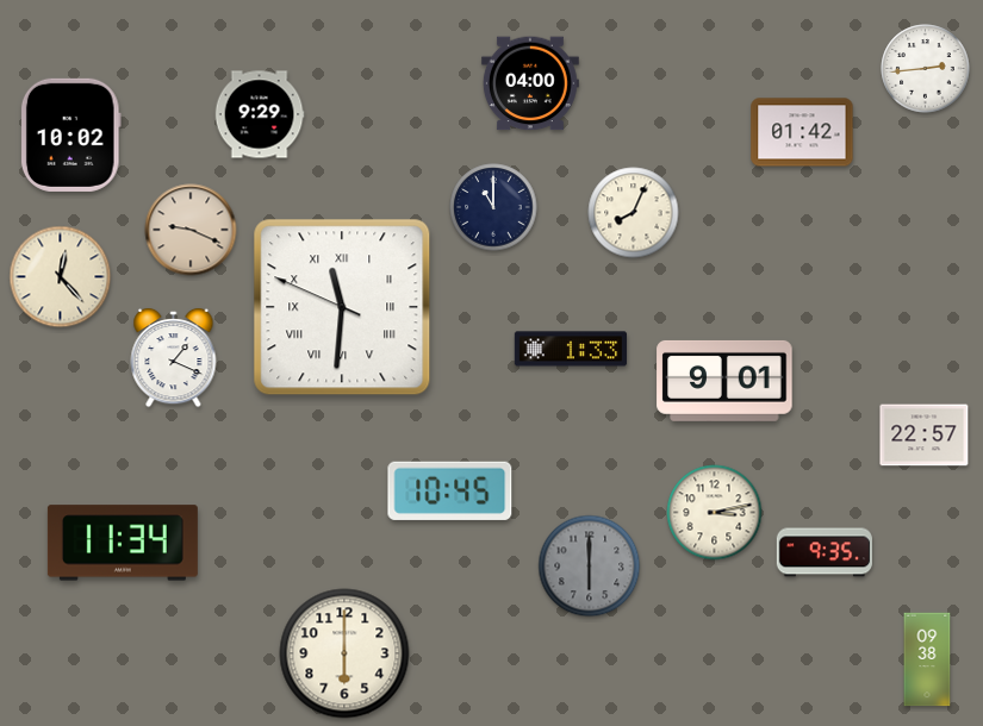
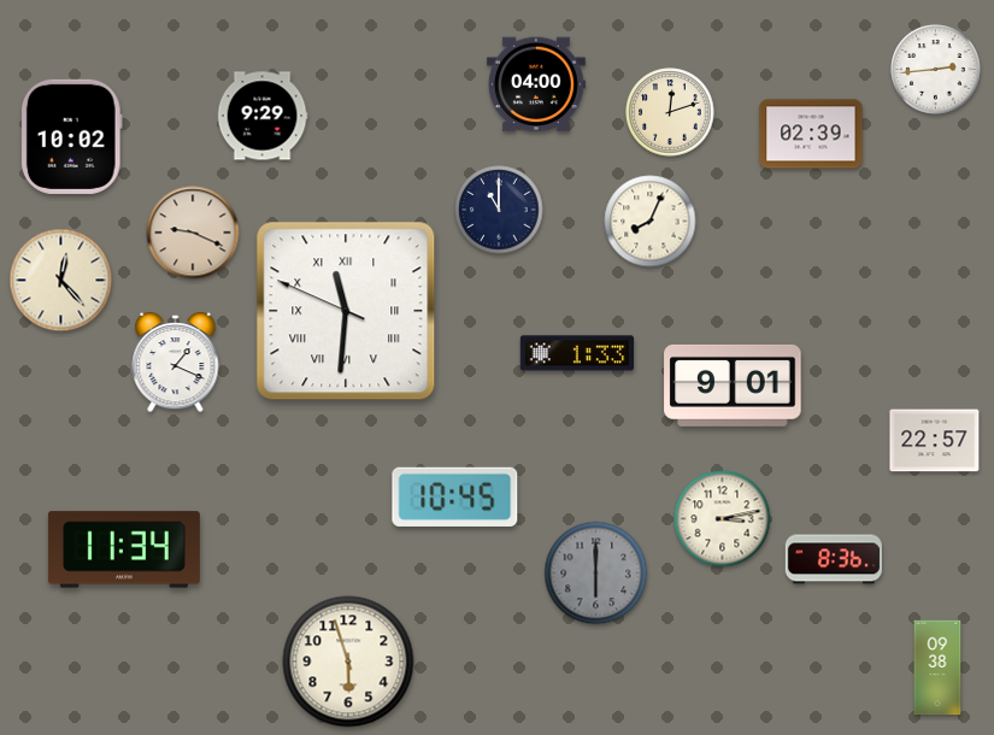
clock at (670, 112): none -> 12:12
clock at (802, 132): 01:42 -> 02:39
clock at (634, 213) position: (634, 213) -> (651, 222)
clock at (825, 552): 9:35 -> 8:36
clock at (344, 653): 6:00 -> 5:57
